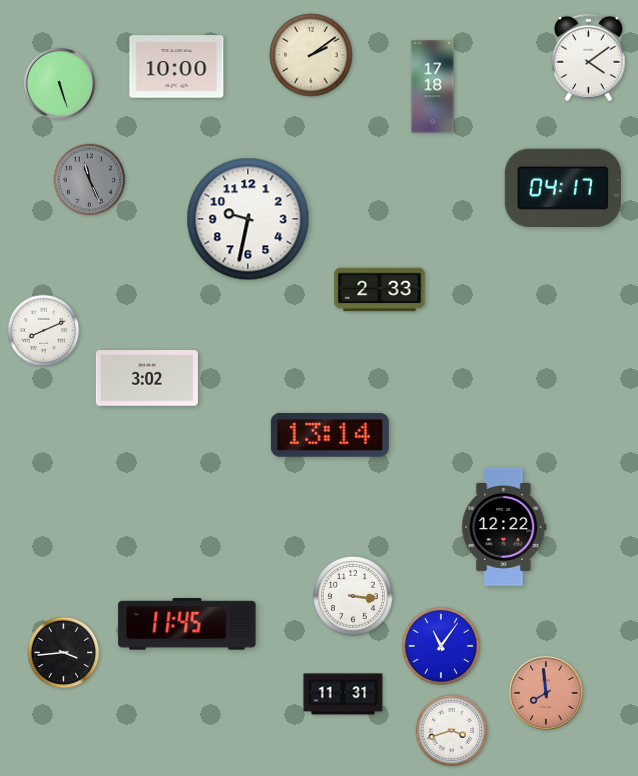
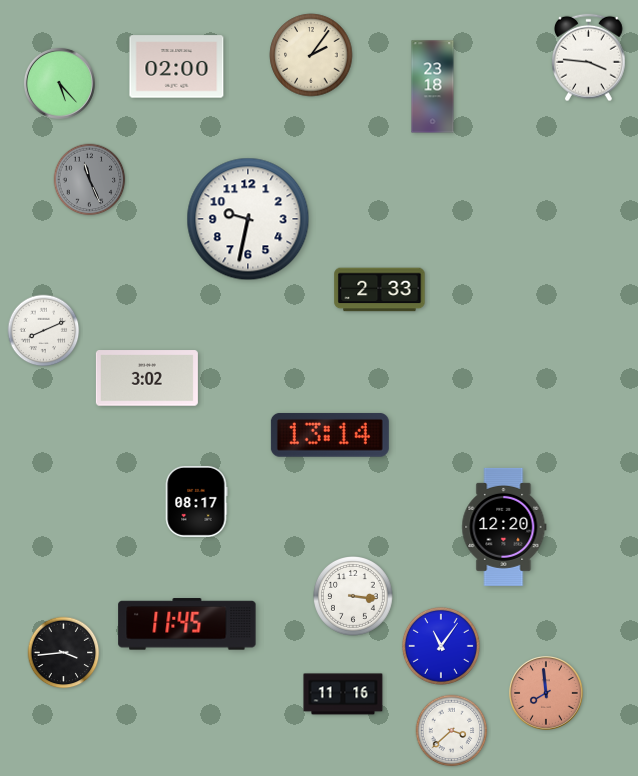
clock at (311, 55): 2:09 -> 2:06
clock at (589, 58): 4:09 -> 3:46
clock at (177, 67): 10:00 -> 02:00
clock at (59, 83): 5:27 -> 5:23
clock at (433, 87): 17:18 -> 23:18
clock at (563, 187): 04:17 -> none
clock at (196, 501): none -> 08:17
clock at (504, 527): 12:22 -> 12:20
clock at (343, 694): 11:31 -> 11:16
clock at (452, 731): 3:42 -> 3:38
